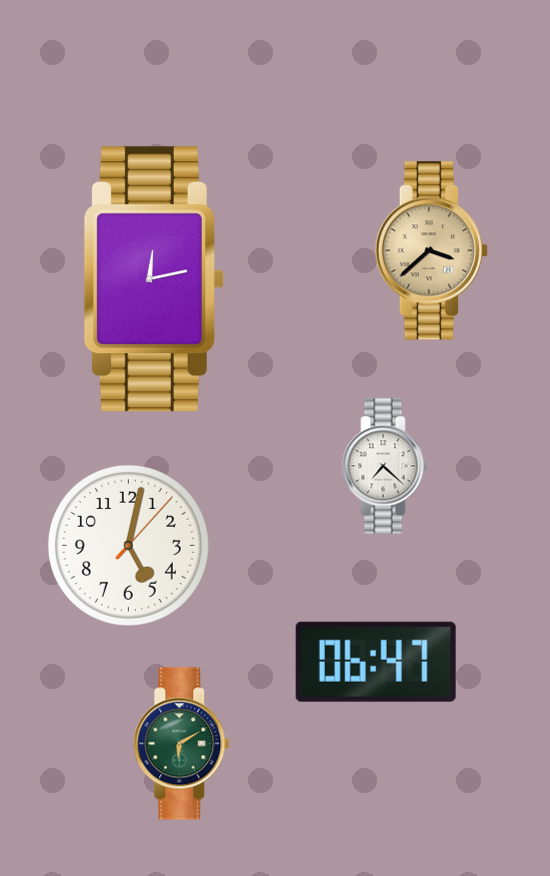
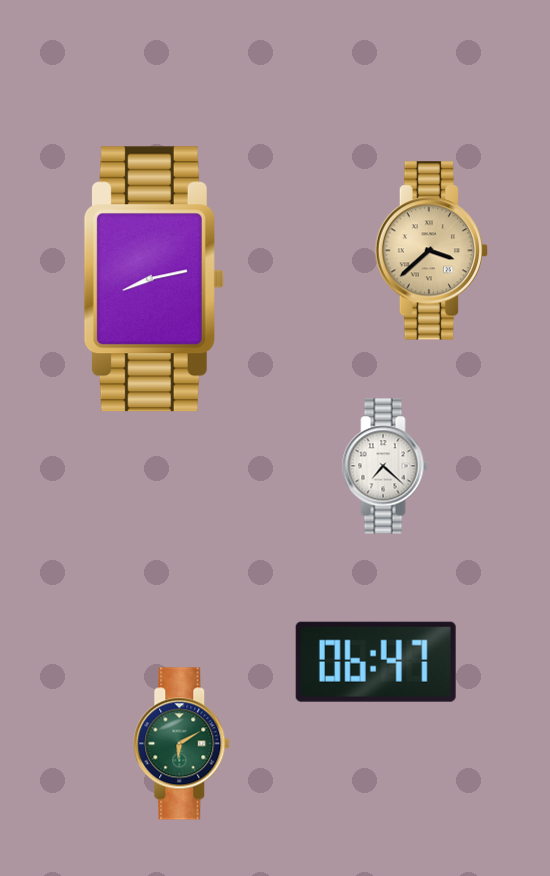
clock at (154, 279): 12:13 -> 8:13
clock at (128, 545): 5:02 -> none
